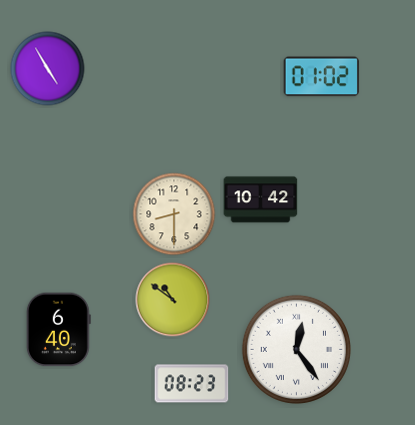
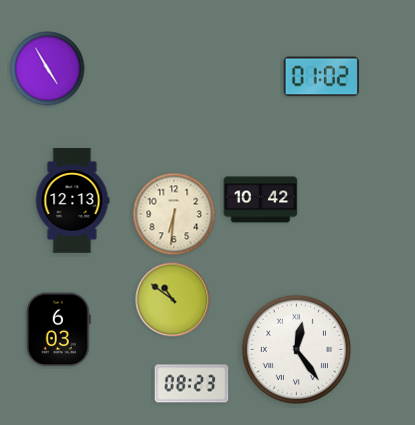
clock at (72, 201): none -> 12:13
clock at (174, 214): 8:30 -> 6:31
clock at (58, 330): 6:40 -> 6:03
